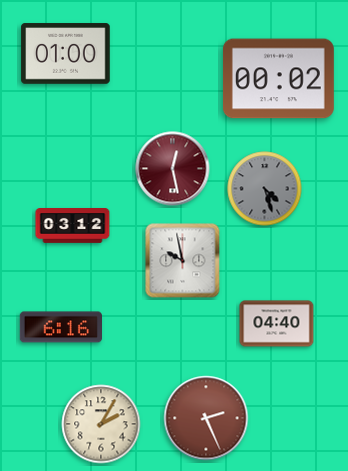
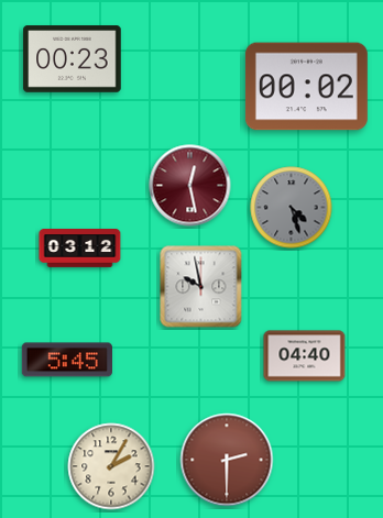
clock at (66, 54): 01:00 -> 00:23
clock at (60, 327): 6:16 -> 5:45
clock at (206, 418): 2:26 -> 2:30
